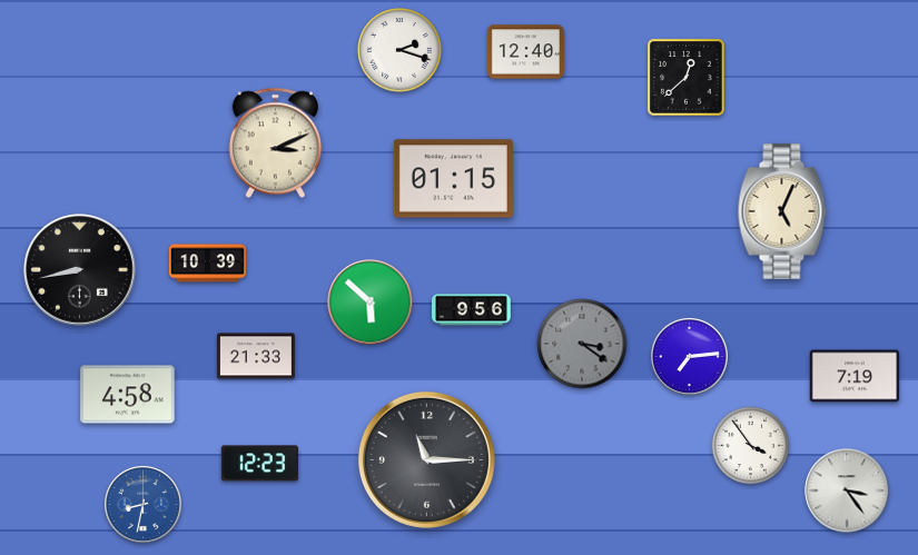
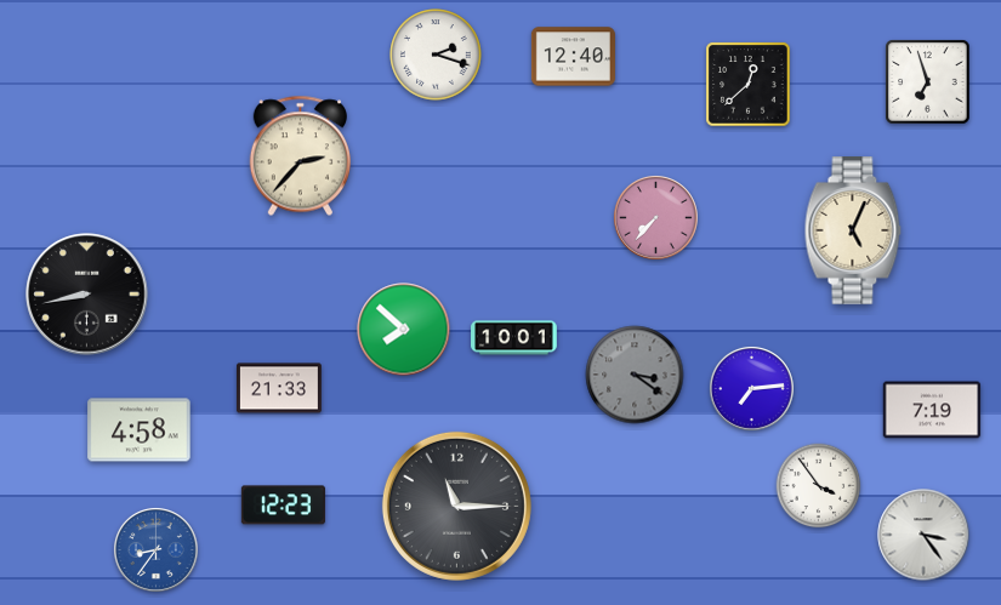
clock at (928, 82): none -> 6:57
clock at (275, 143): 3:11 -> 2:37
clock at (453, 179): 01:15 -> none
clock at (655, 217): none -> 7:37
clock at (207, 264): 10:39 -> none
clock at (371, 303): 5:52 -> 7:52
clock at (472, 310): 9:56 -> 10:01
clock at (426, 459) position: (426, 459) -> (456, 506)
clock at (142, 504): 8:32 -> 8:36
